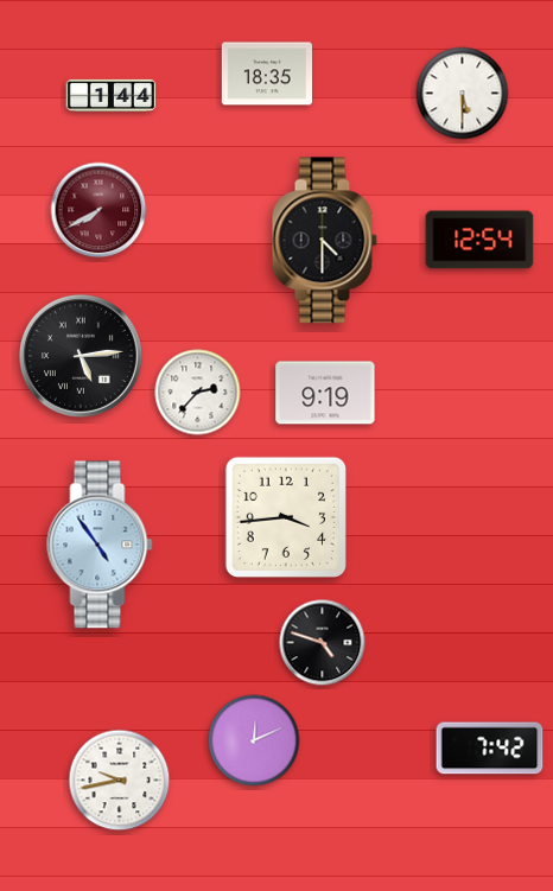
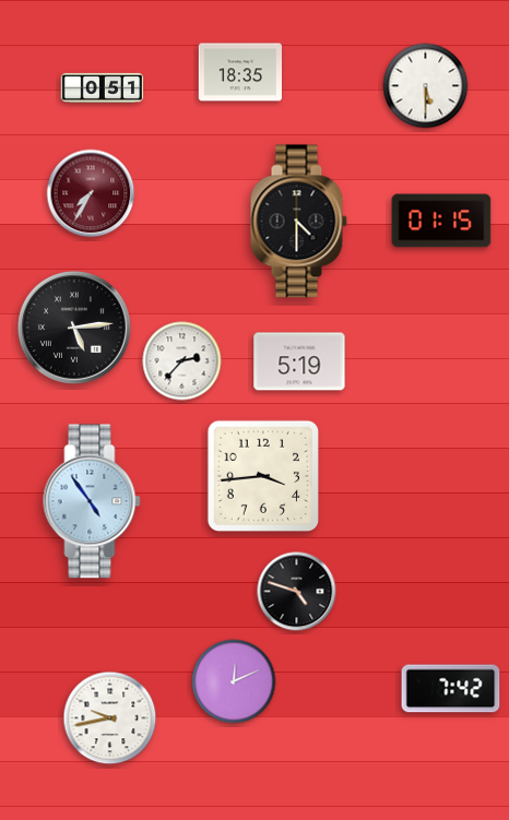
clock at (266, 74) position: (266, 74) -> (239, 72)
clock at (112, 95): 1:44 -> 0:51
clock at (98, 210): 7:40 -> 7:35
clock at (479, 240): 12:54 -> 01:15
clock at (325, 393): 9:19 -> 5:19
